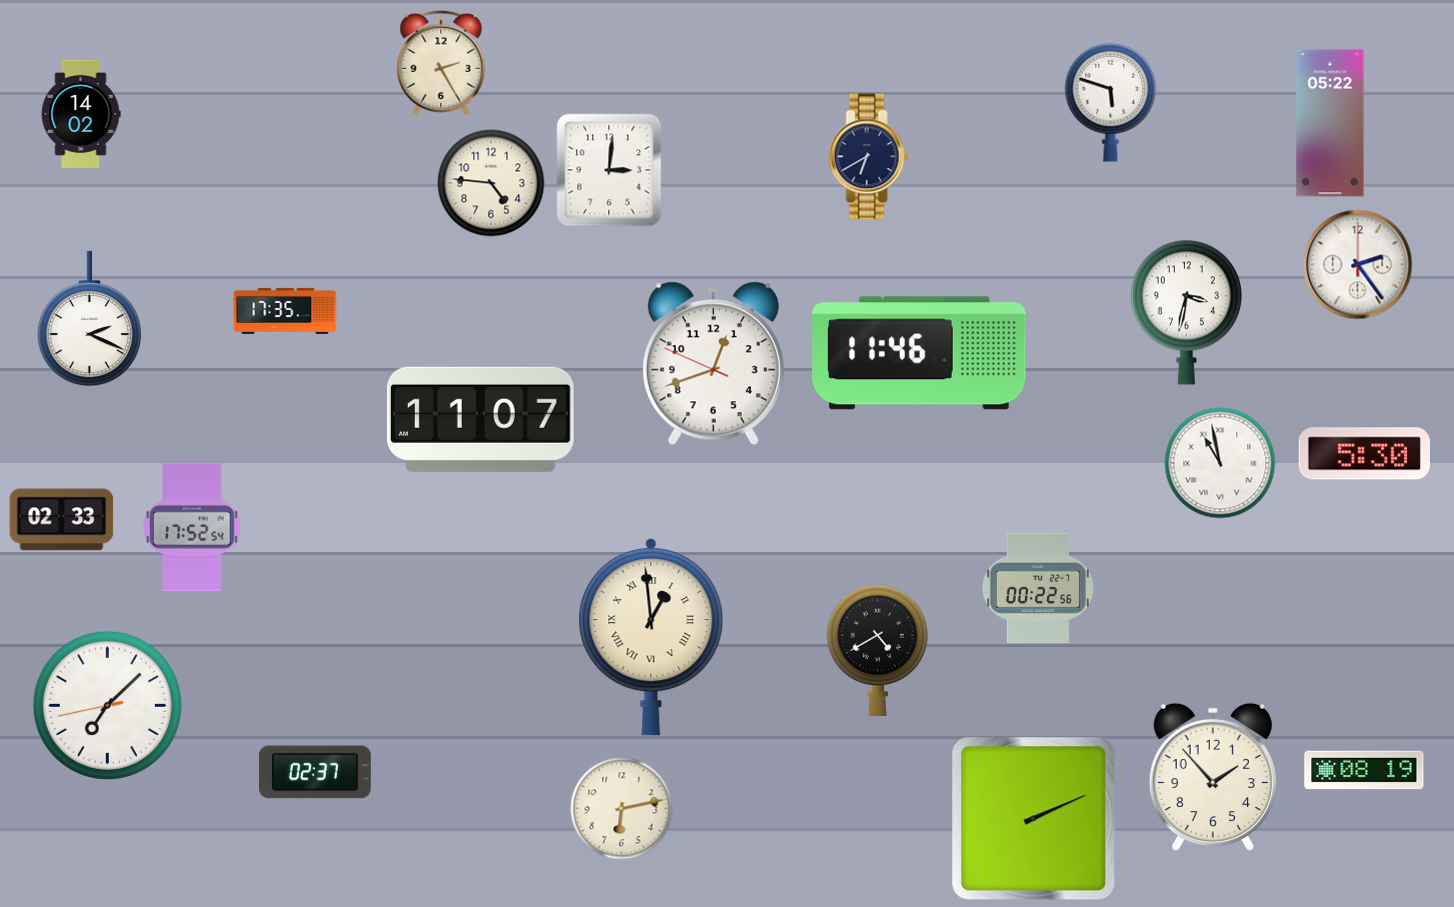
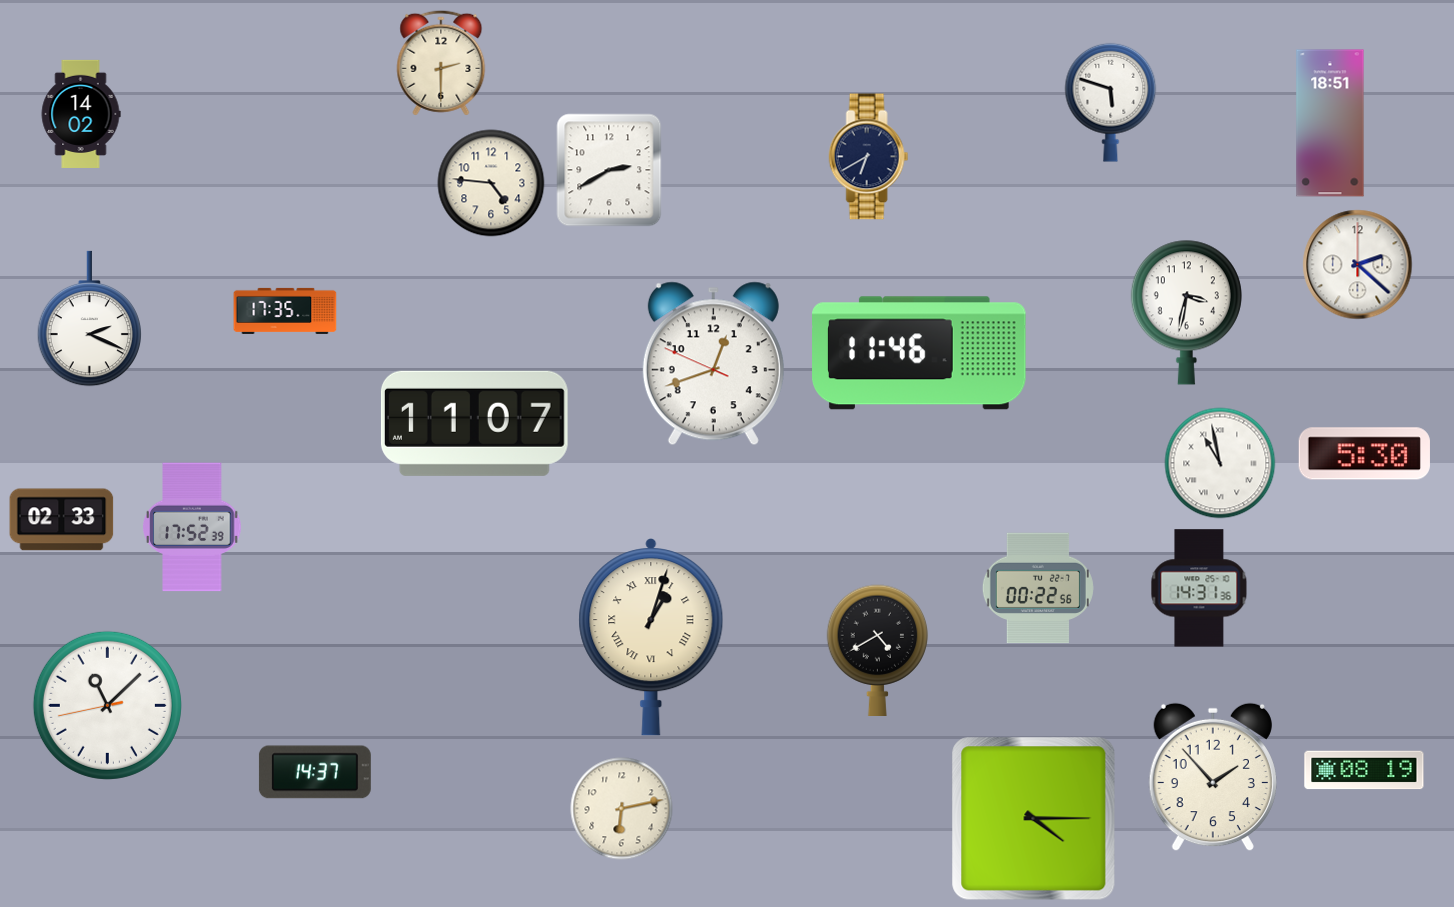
clock at (441, 63): 2:25 -> 2:30
clock at (1330, 123): 05:22 -> 18:51
clock at (609, 170): 3:01 -> 2:40
clock at (1358, 265): 2:24 -> 2:22
clock at (480, 419) position: (480, 419) -> (474, 423)
clock at (192, 527): 17:52:54 -> 17:52:39
clock at (1199, 588): none -> 14:31
clock at (651, 637): 12:59 -> 1:03
clock at (107, 705): 7:07 -> 11:07
clock at (315, 772): 02:37 -> 14:37
clock at (1034, 819): 2:11 -> 4:15
